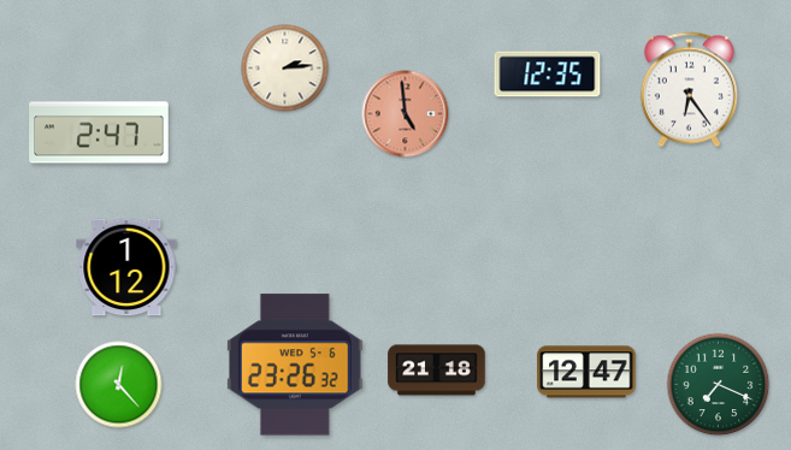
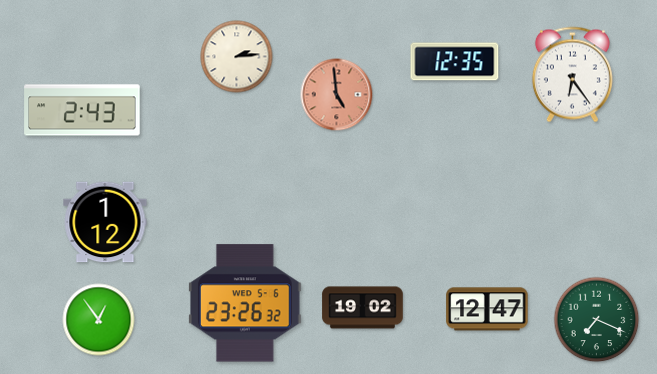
clock at (99, 132): 2:47 -> 2:43
clock at (437, 371): 21:18 -> 19:02
clock at (119, 385): 12:23 -> 12:54
